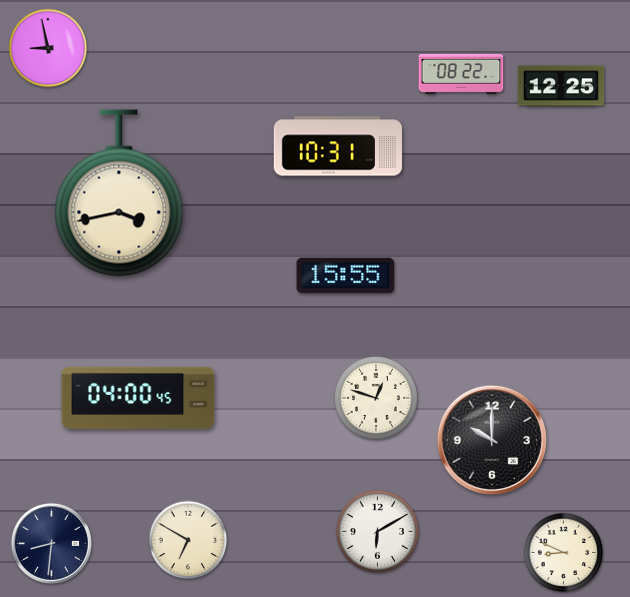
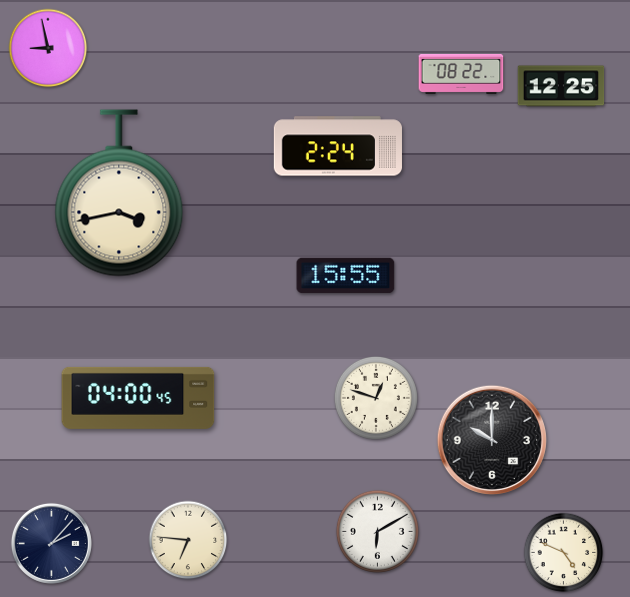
clock at (338, 146): 10:31 -> 2:24
clock at (188, 540): 6:50 -> 6:46
clock at (51, 543): 8:31 -> 2:07
clock at (564, 553): 8:49 -> 4:49
